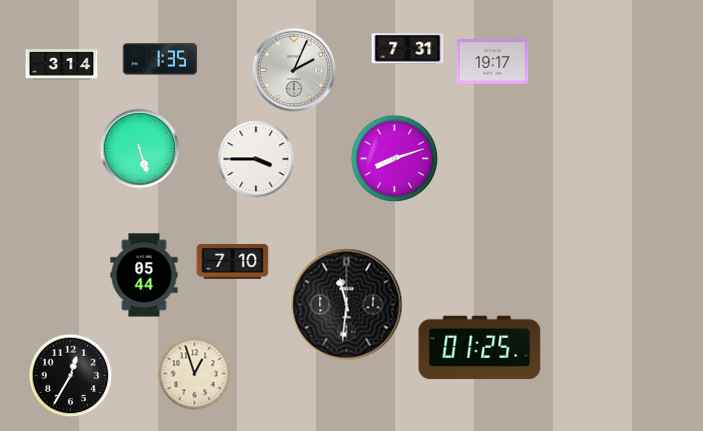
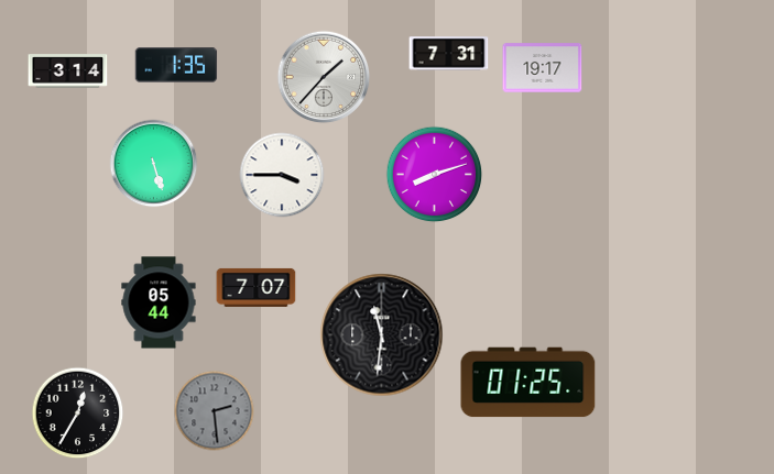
clock at (294, 70): 2:04 -> 1:37
clock at (233, 261): 7:10 -> 7:07
clock at (195, 374): 12:57 -> 2:29
clock at (195, 374) dial: cream -> grey
